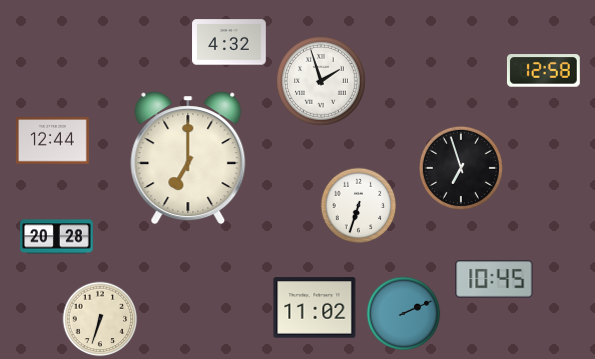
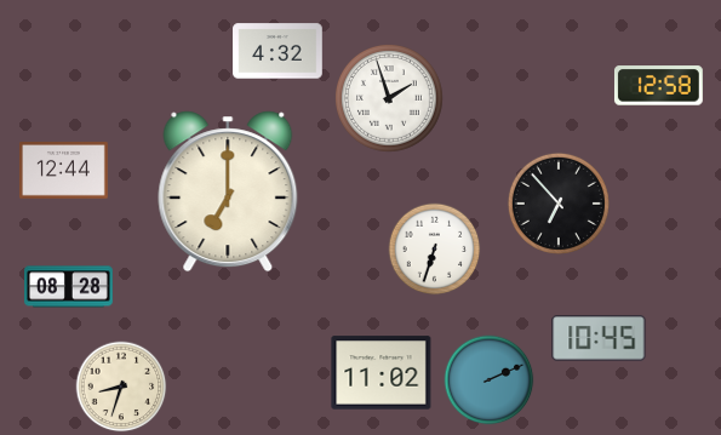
clock at (461, 168): 6:57 -> 6:53
clock at (57, 237): 20:28 -> 08:28
clock at (100, 319): 6:33 -> 8:33
